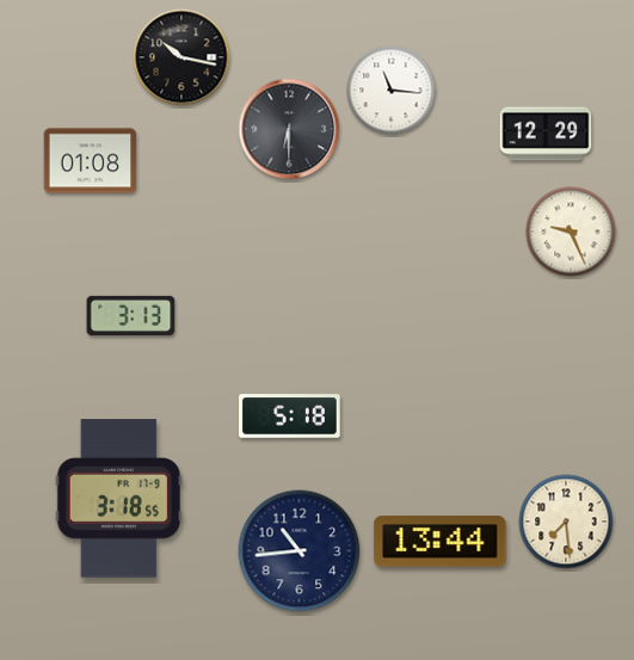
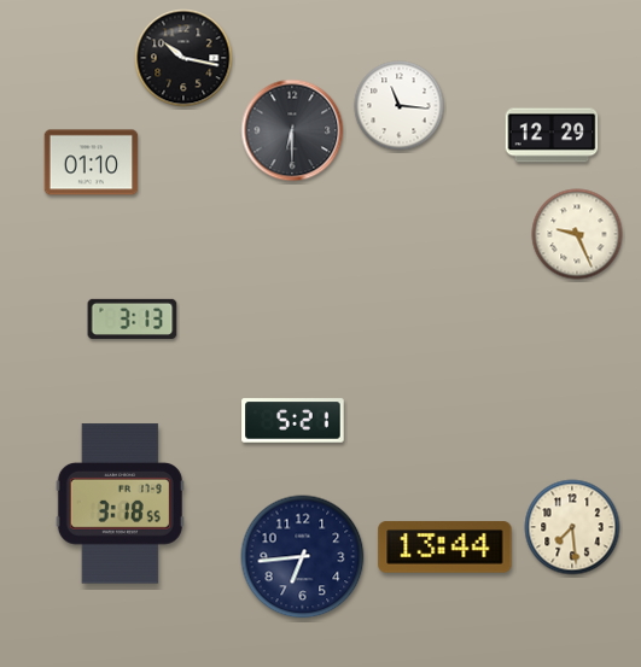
clock at (392, 91) position: (392, 91) -> (400, 106)
clock at (91, 161): 01:08 -> 01:10
clock at (290, 417): 5:18 -> 5:21
clock at (300, 551): 10:44 -> 6:44
